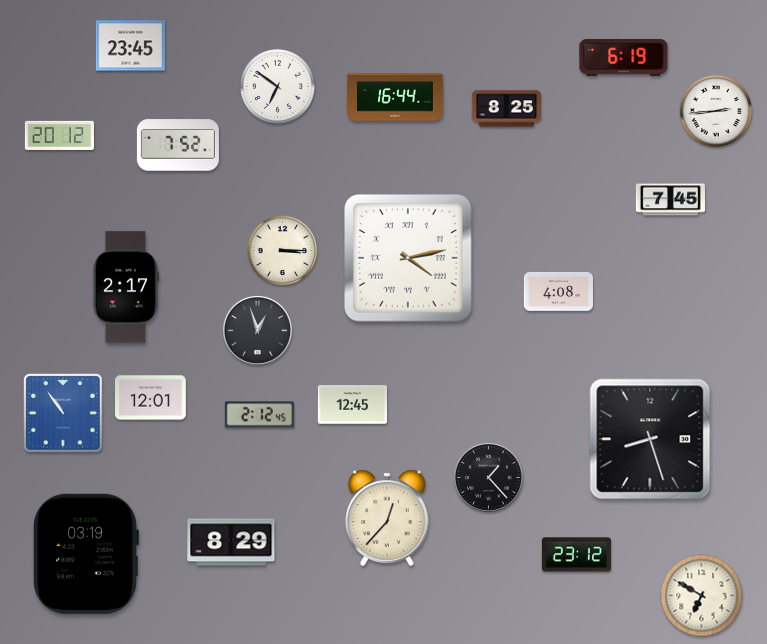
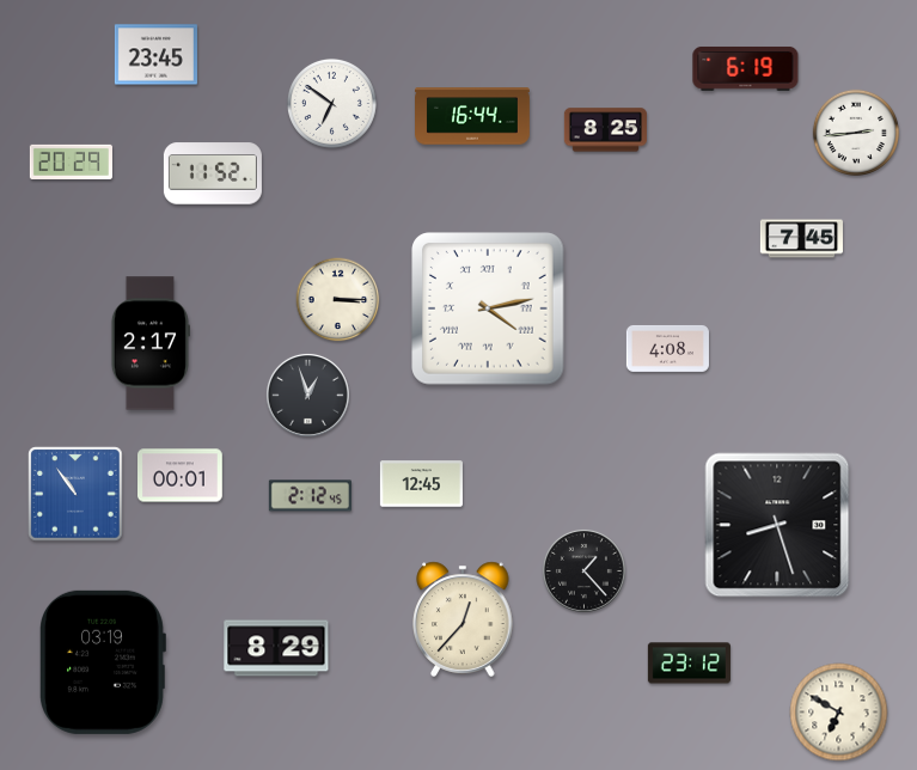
clock at (59, 135): 20:12 -> 20:29
clock at (178, 145): 7:52 -> 11:52
clock at (151, 398): 12:01 -> 00:01
